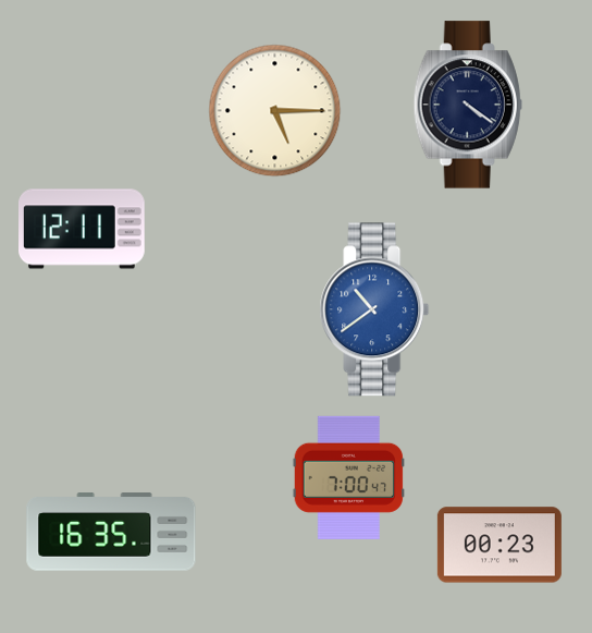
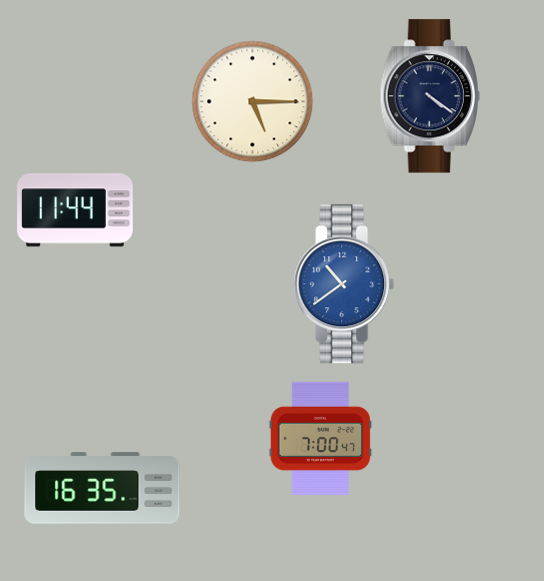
clock at (83, 229): 12:11 -> 11:44
clock at (499, 545): 00:23 -> none
